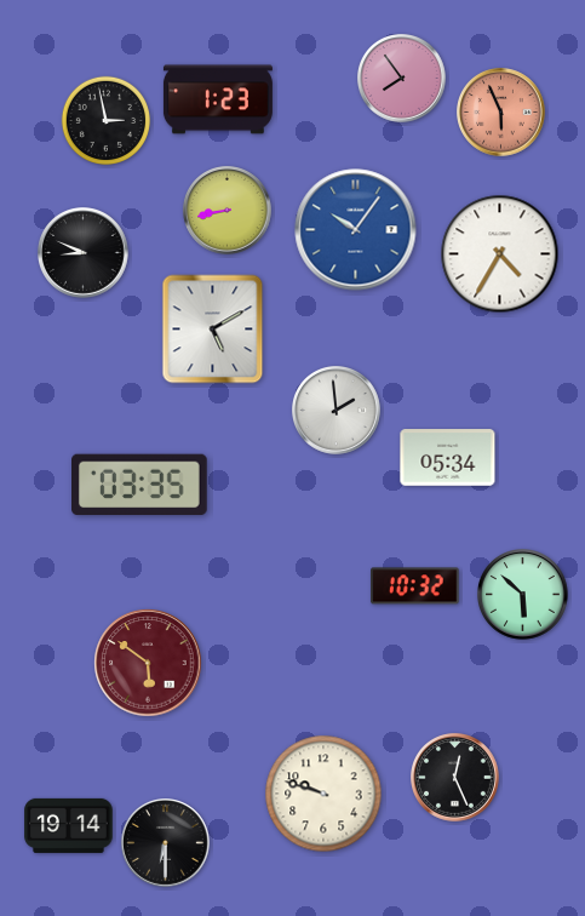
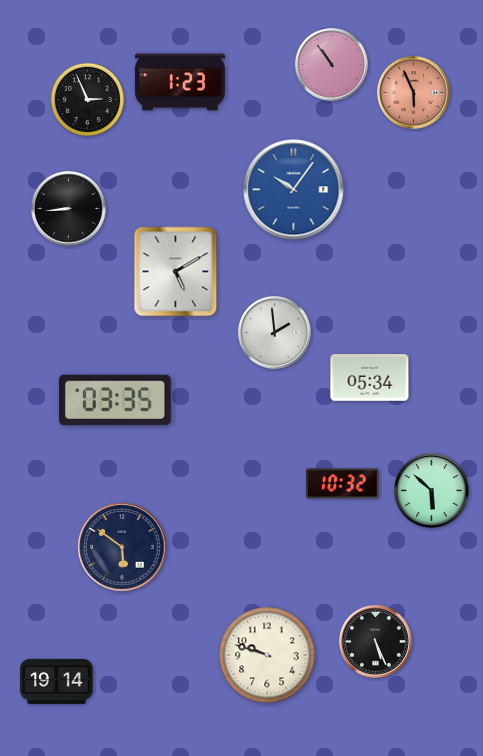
clock at (402, 79): 7:54 -> 10:54
clock at (107, 121): 2:58 -> 2:56
clock at (228, 211): 8:43 -> none
clock at (84, 253): 8:49 -> 8:44
clock at (500, 254): 4:35 -> none
clock at (337, 411) position: (337, 411) -> (275, 333)
clock at (148, 663) dial: burgundy -> navy
clock at (455, 778): 12:26 -> 5:26
clock at (166, 843): 6:30 -> none
